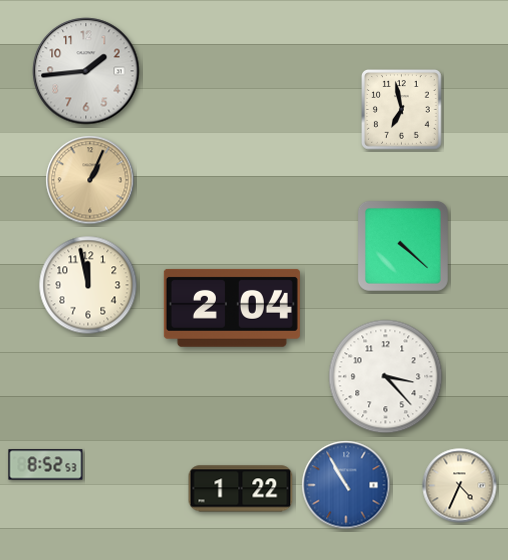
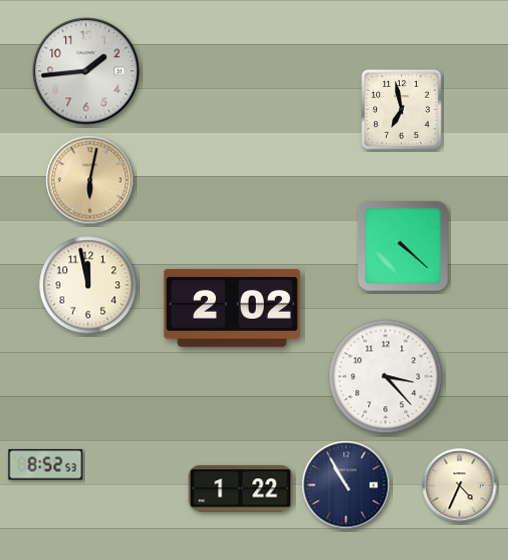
clock at (90, 180): 1:04 -> 6:02
clock at (232, 308): 2:04 -> 2:02
clock at (346, 485) dial: blue -> navy
